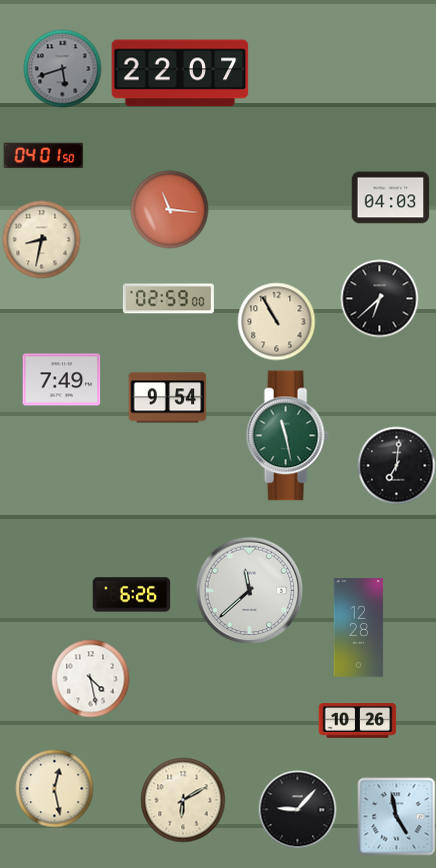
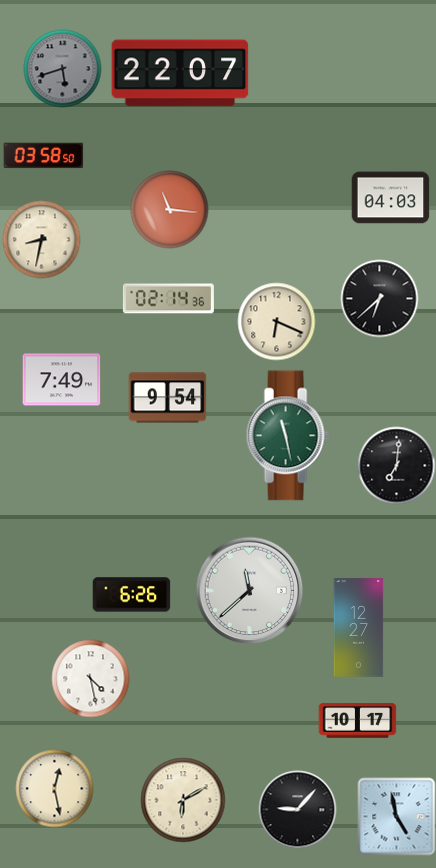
clock at (43, 156): 04:01 -> 03:58
clock at (168, 299): 02:59 -> 02:14
clock at (276, 321): 10:55 -> 6:19
clock at (359, 628): 12:28 -> 12:27
clock at (357, 721): 10:26 -> 10:17
